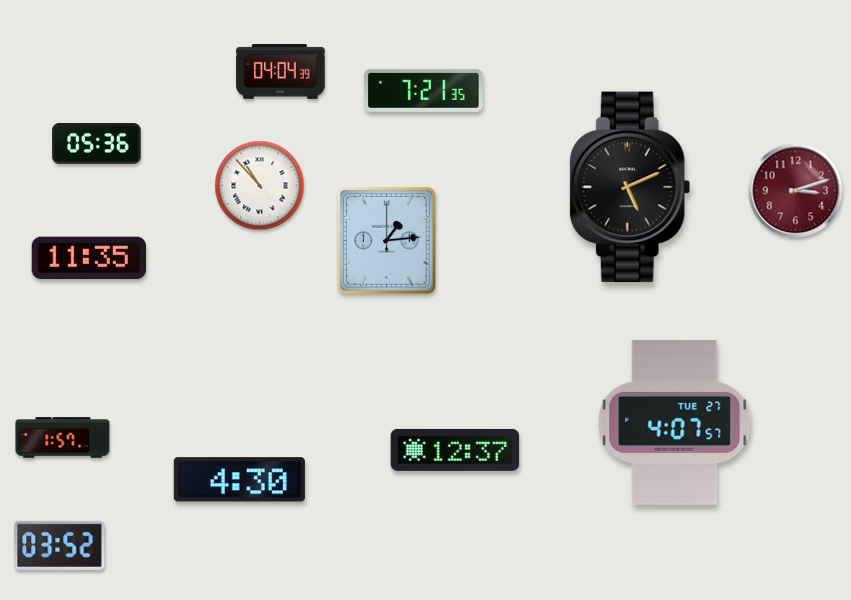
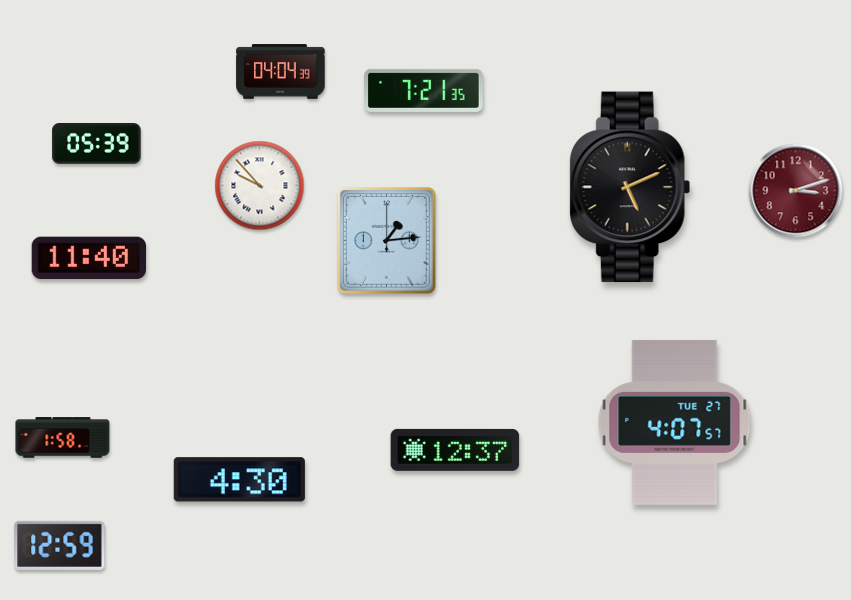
clock at (97, 144): 05:36 -> 05:39
clock at (260, 186): 10:53 -> 9:53
clock at (88, 258): 11:35 -> 11:40
clock at (63, 438): 1:57 -> 1:58
clock at (60, 545): 03:52 -> 12:59
